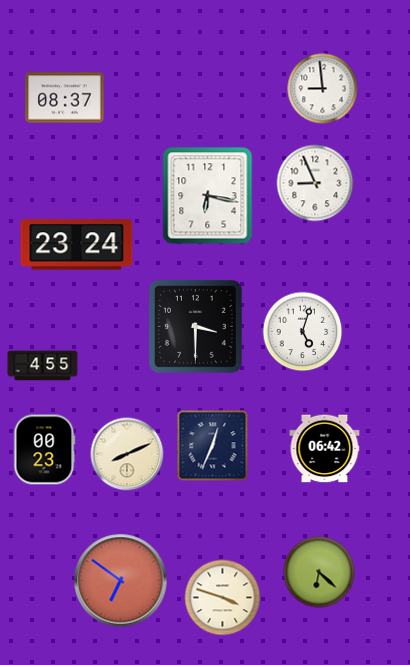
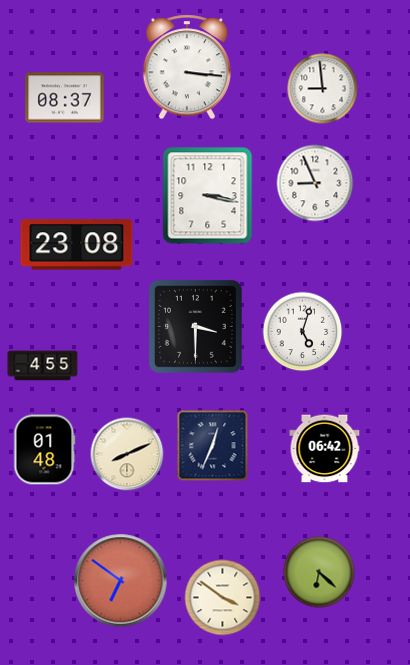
clock at (186, 67): none -> 3:16
clock at (208, 196): 6:17 -> 3:17
clock at (77, 245): 23:24 -> 23:08
clock at (45, 450): 00:23 -> 01:48
clock at (223, 598): 3:48 -> 3:51
